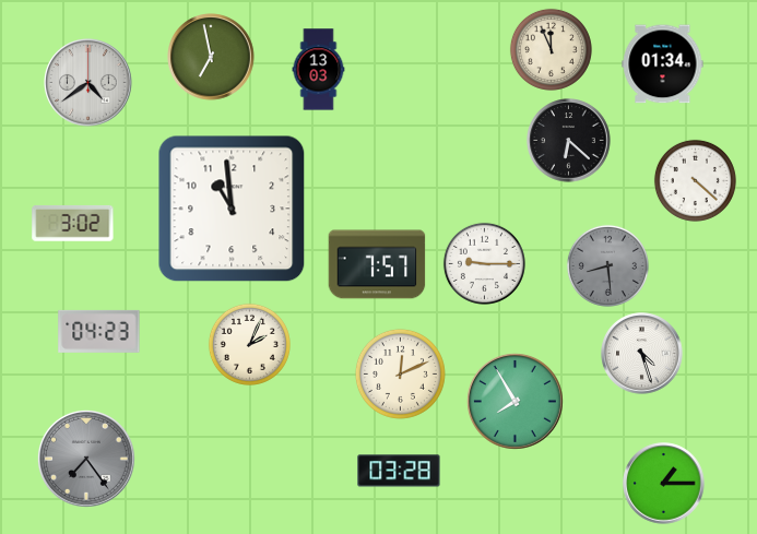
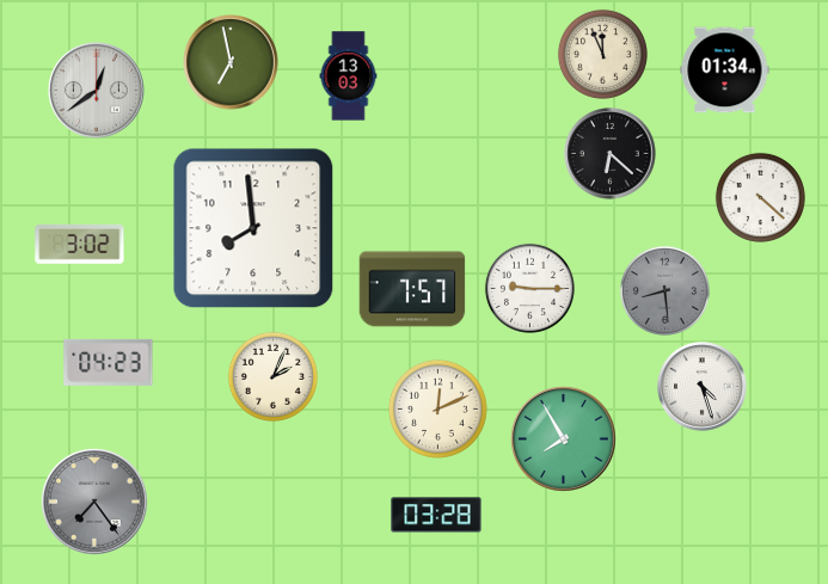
clock at (88, 83): 4:39 -> 12:39
clock at (569, 141) position: (569, 141) -> (611, 154)
clock at (232, 209): 10:59 -> 7:59
clock at (664, 484): 1:15 -> none
